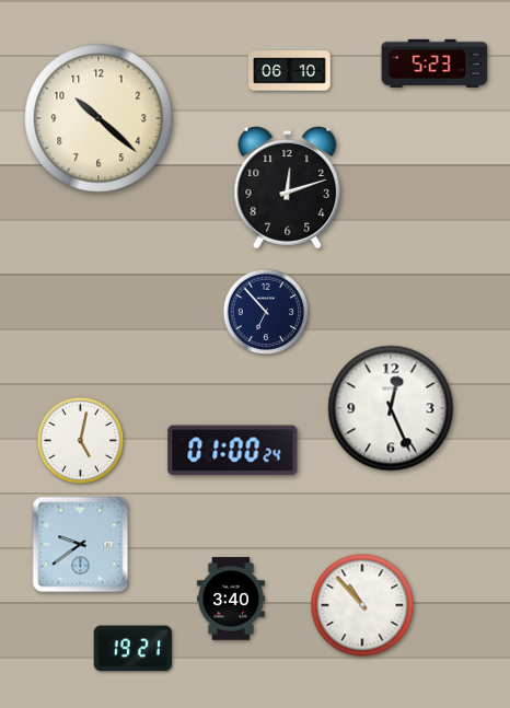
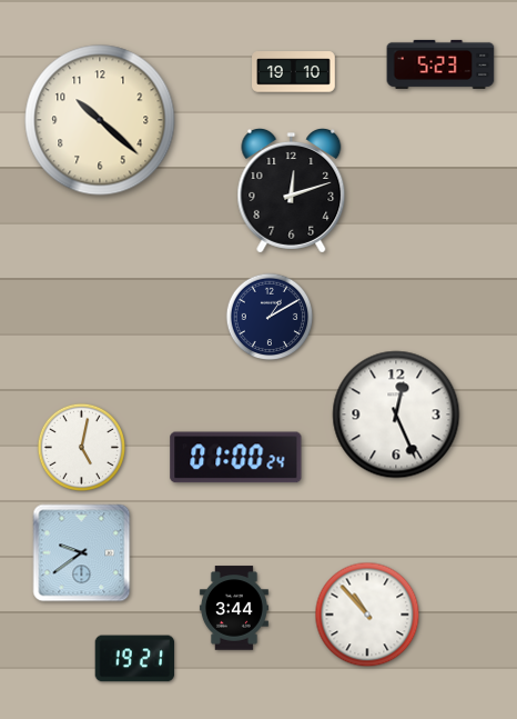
clock at (290, 71): 06:10 -> 19:10
clock at (266, 312): 6:53 -> 1:10
clock at (231, 599): 3:40 -> 3:44
